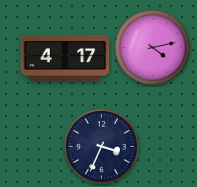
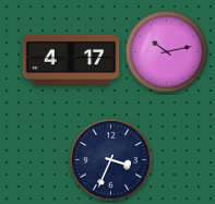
clock at (152, 47): 4:13 -> 10:13
clock at (65, 58) position: (65, 58) -> (71, 60)
